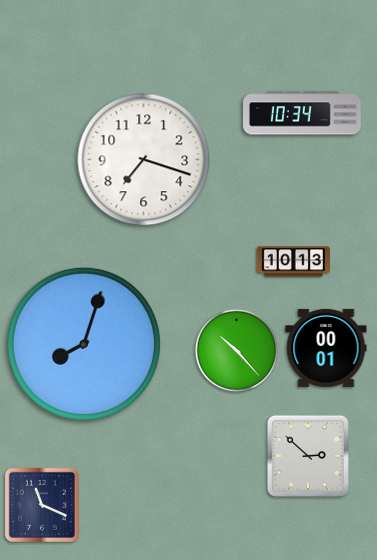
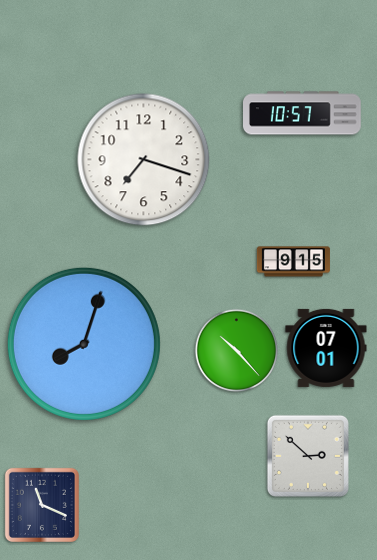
clock at (303, 113): 10:34 -> 10:57
clock at (293, 262): 10:13 -> 9:15
clock at (326, 348): 00:01 -> 07:01
